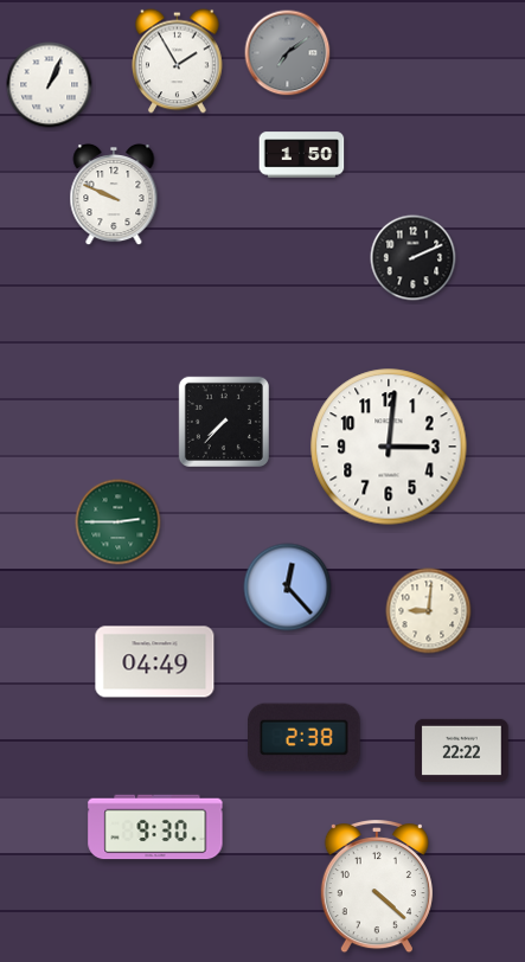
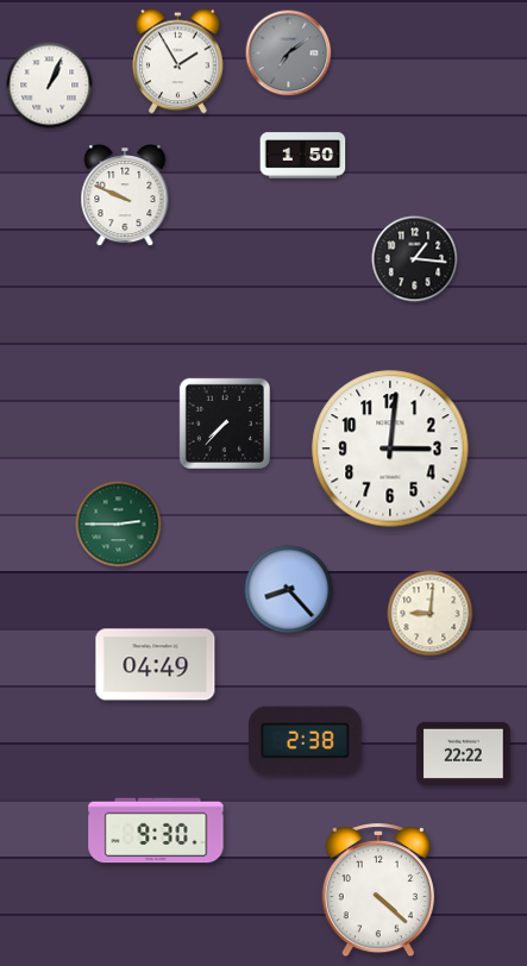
clock at (114, 194) position: (114, 194) -> (125, 195)
clock at (414, 258): 2:11 -> 1:16
clock at (288, 588): 12:23 -> 8:23
